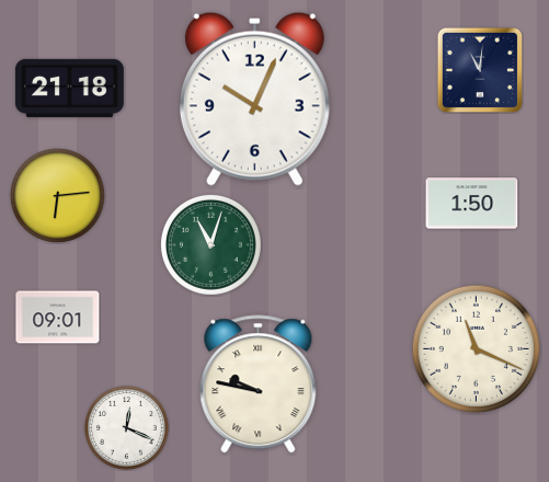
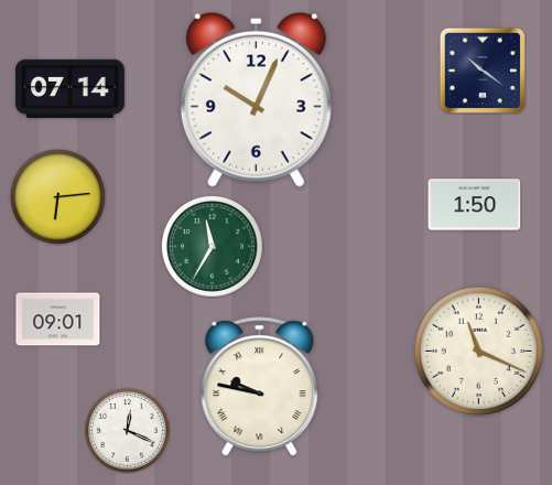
clock at (479, 69): 11:01 -> 10:21
clock at (69, 88): 21:18 -> 07:14
clock at (210, 244): 11:03 -> 11:35
